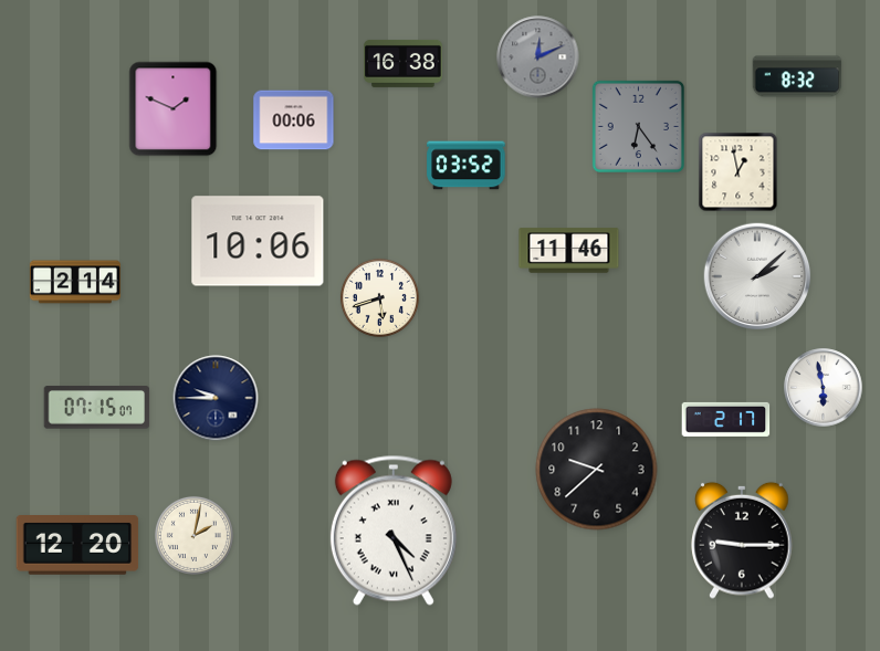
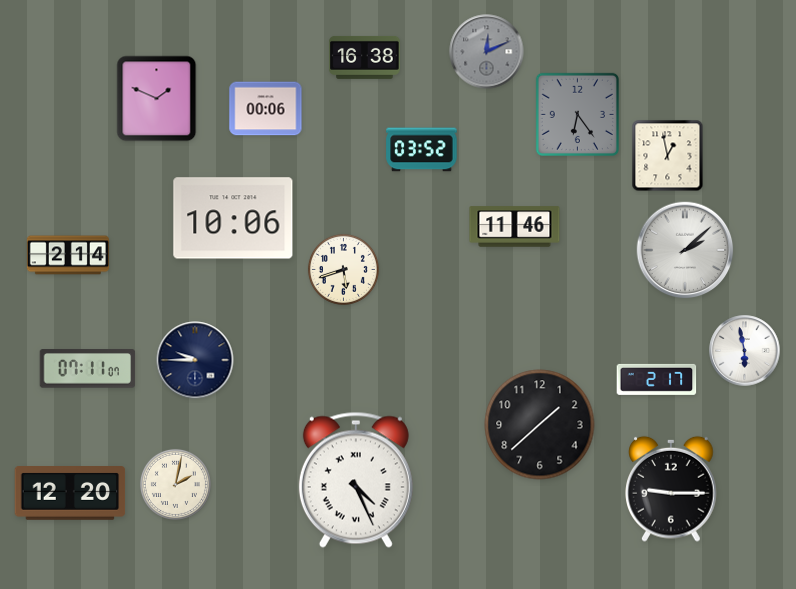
clock at (797, 76): 8:32 -> none
clock at (97, 408): 07:15 -> 07:11
clock at (597, 470): 9:38 -> 1:38
